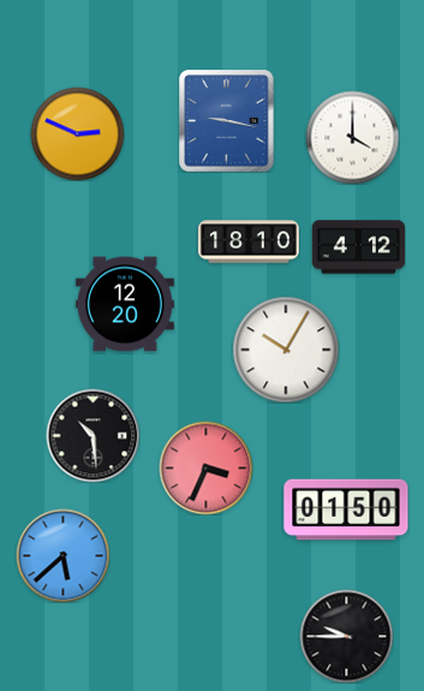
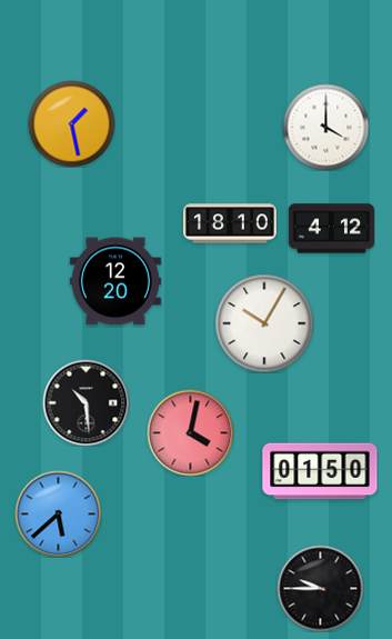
clock at (227, 120): 9:17 -> none
clock at (77, 133): 2:49 -> 1:28
clock at (205, 467): 3:34 -> 4:02
